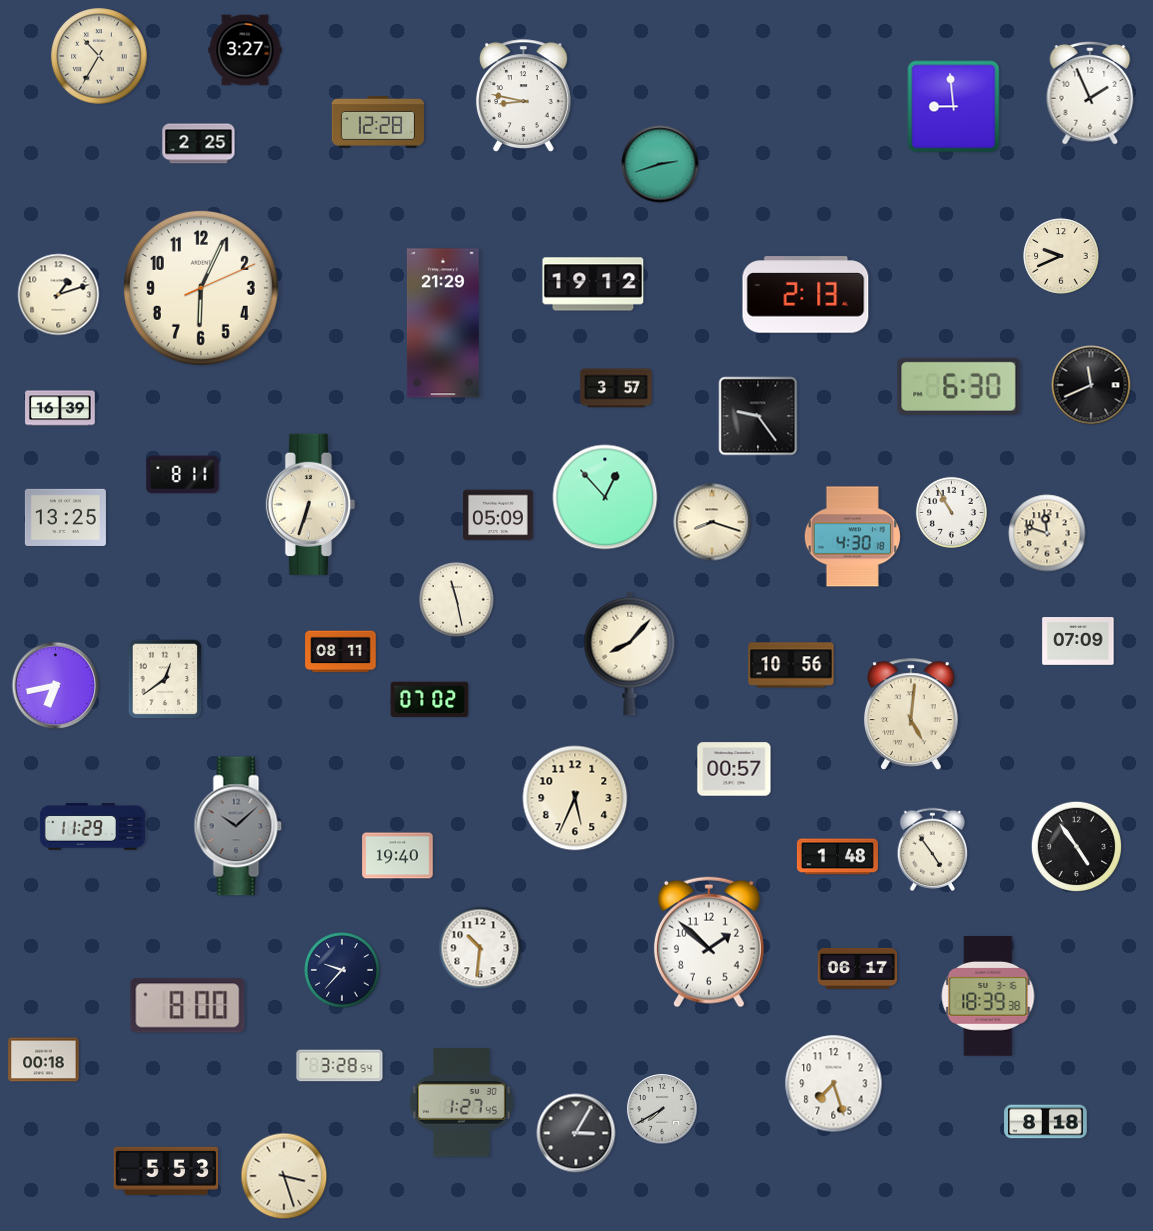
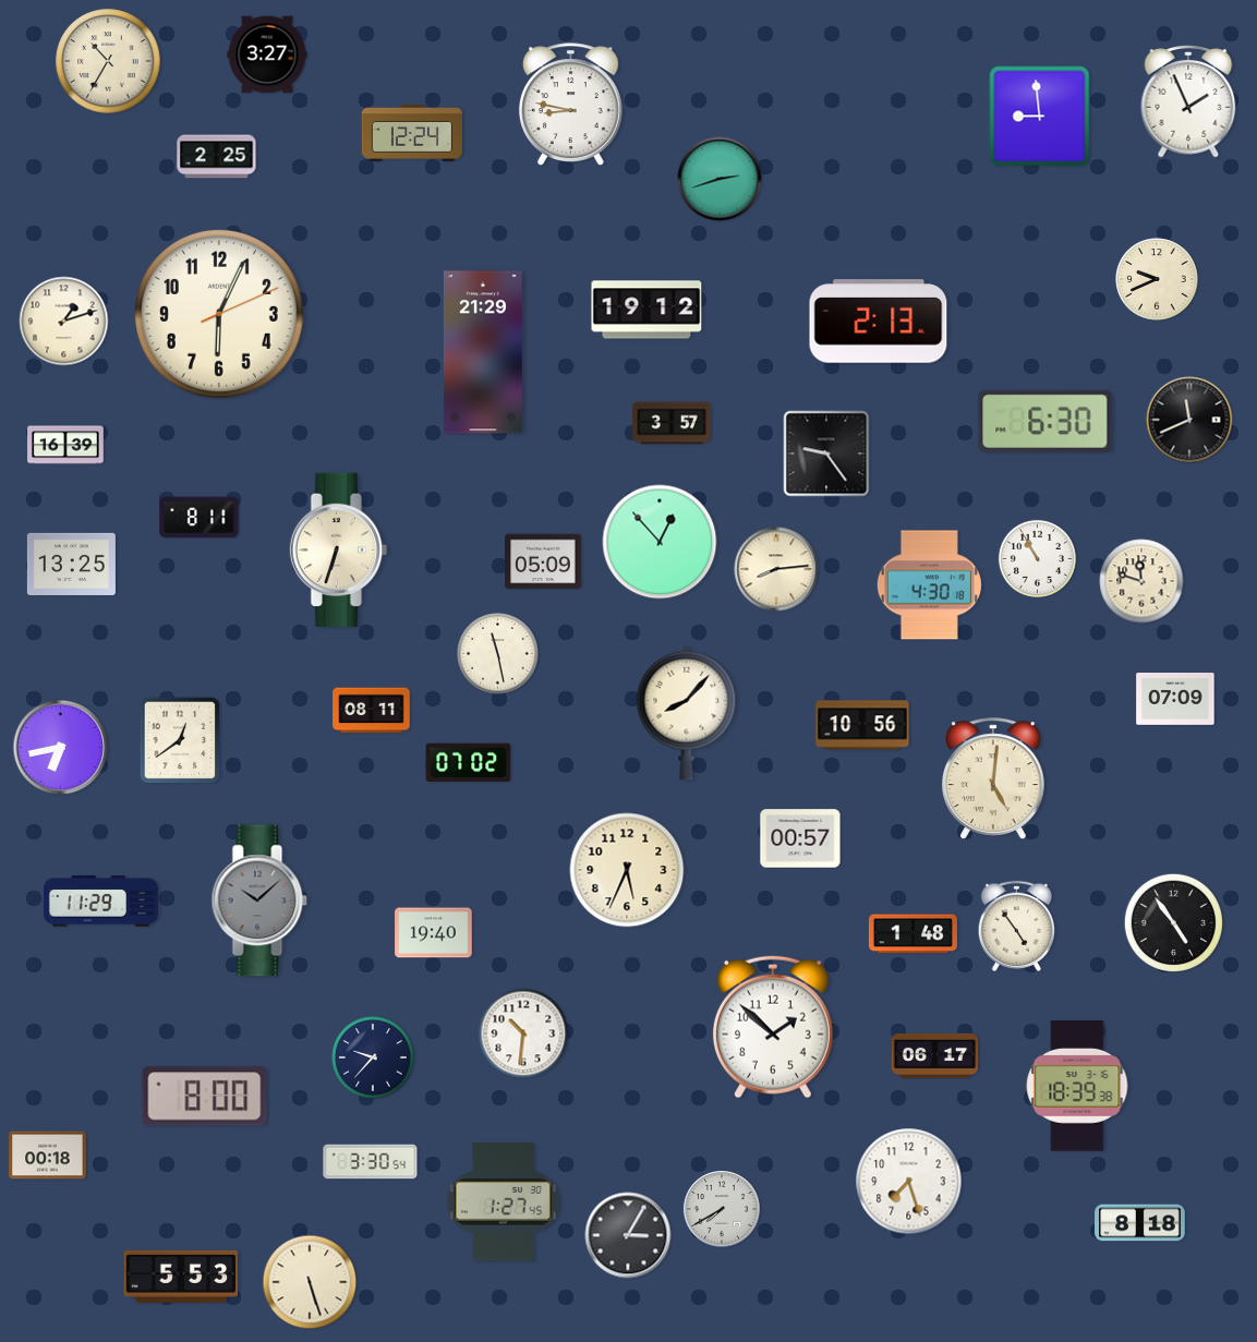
clock at (377, 122): 12:28 -> 12:24
clock at (712, 522): 8:18 -> 8:14
clock at (340, 1066): 3:28 -> 3:30
clock at (284, 1176): 3:27 -> 5:27
